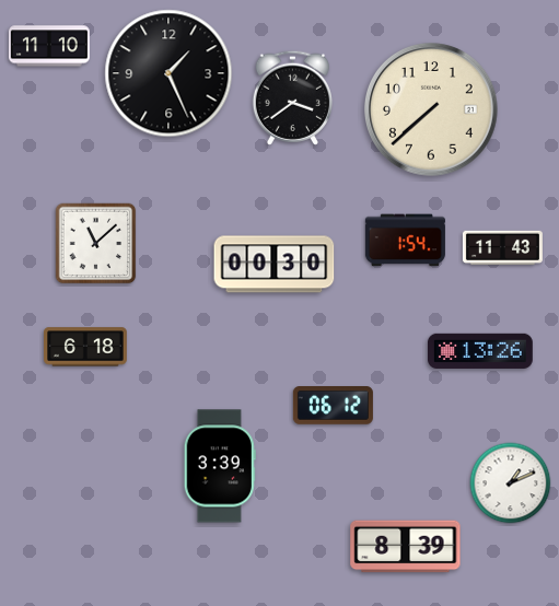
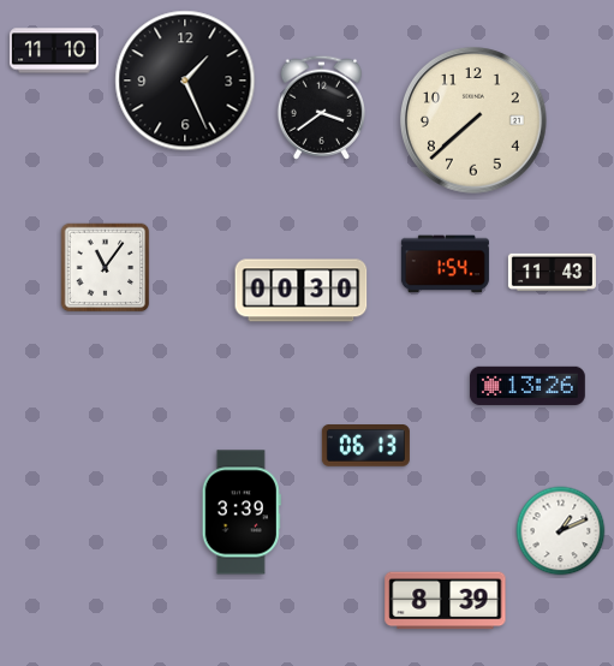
clock at (96, 244): 11:08 -> 11:06
clock at (85, 347): 6:18 -> none
clock at (333, 406): 06:12 -> 06:13
